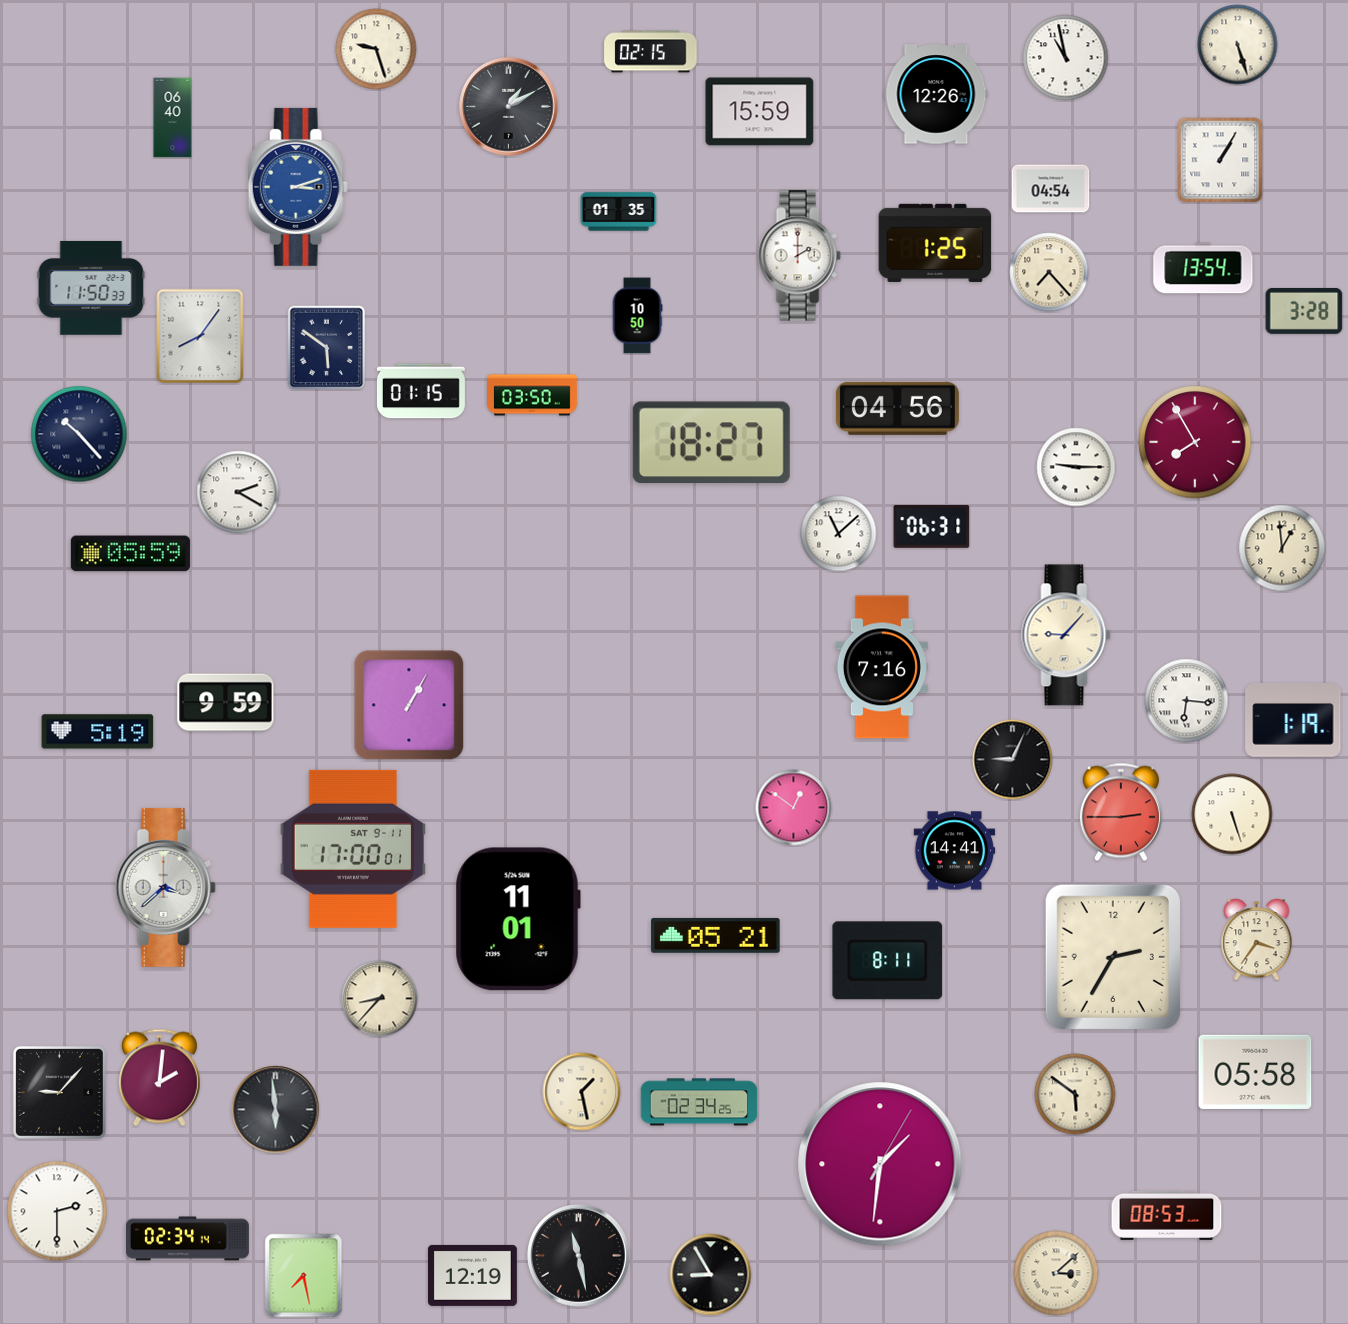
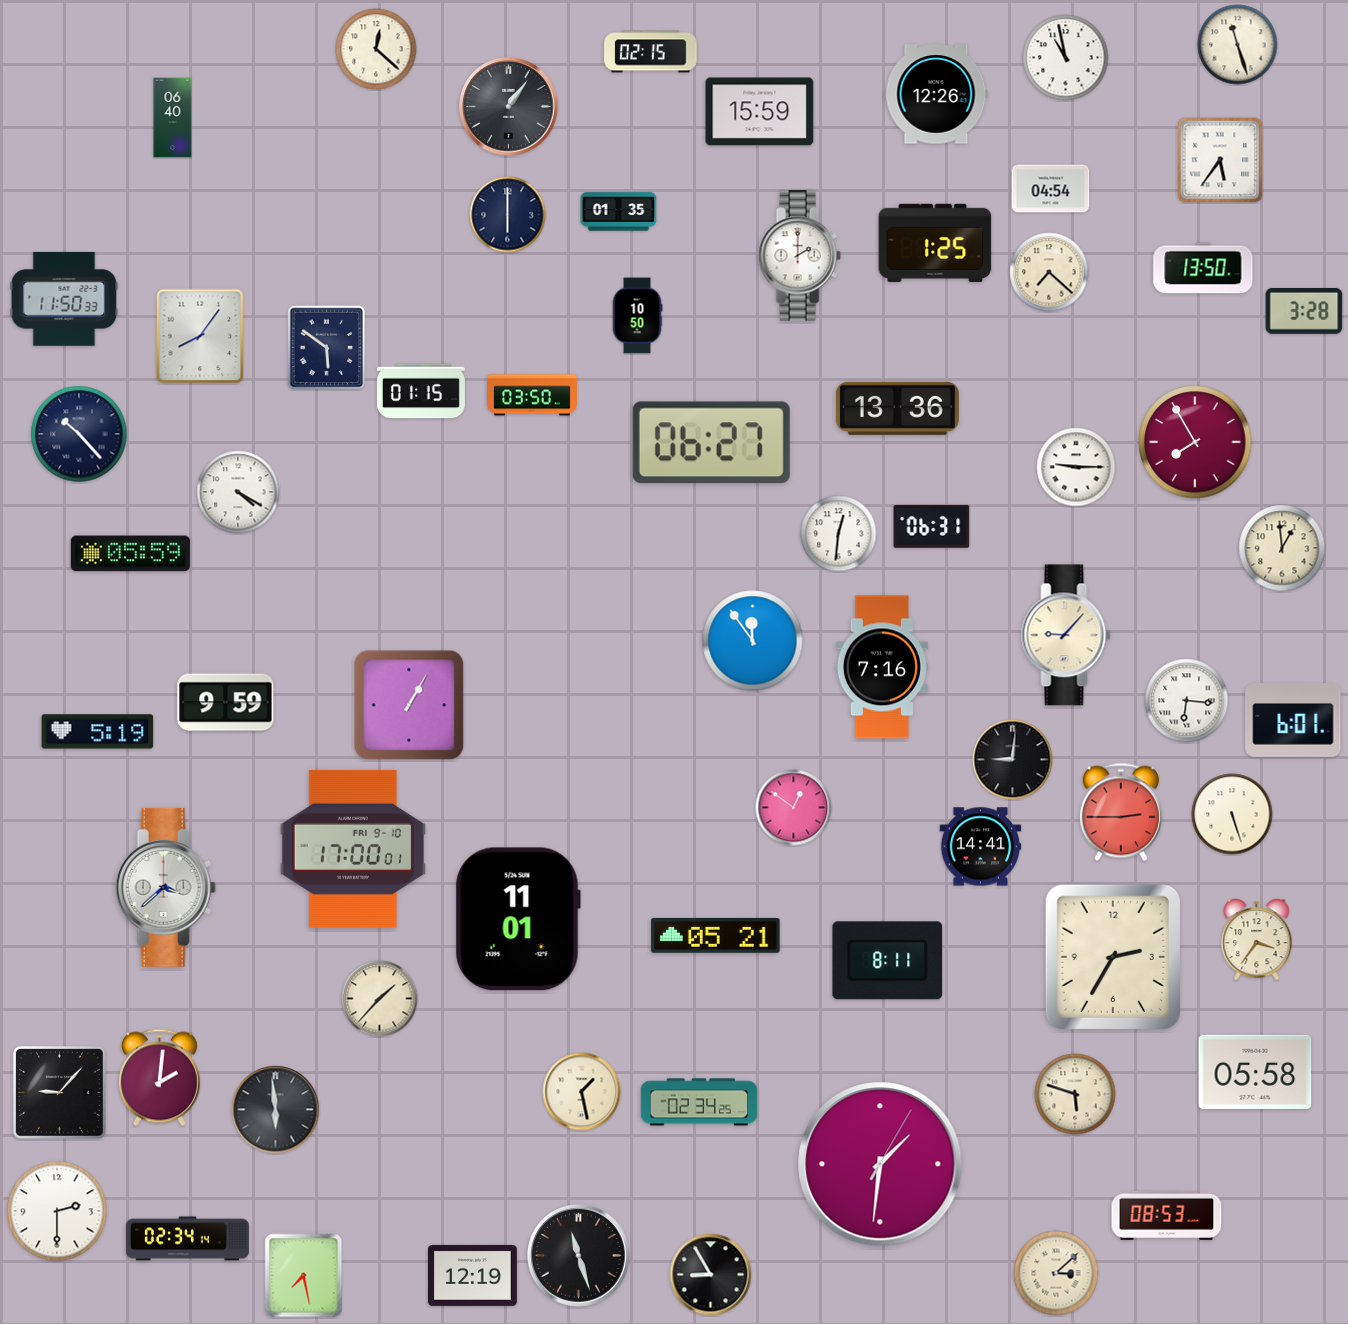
clock at (1238, 45): 5:27 -> 11:27
clock at (376, 49): 9:27 -> 12:22
clock at (509, 107): 1:10 -> 1:06
clock at (1220, 160): 1:05 -> 5:36
clock at (298, 187): 3:12 -> none
clock at (508, 215): none -> 6:00
clock at (1203, 268): 13:54 -> 13:50
clock at (1049, 272): 7:23 -> 7:22
clock at (91, 288) position: (91, 288) -> (64, 299)
clock at (897, 408): 04:56 -> 13:36
clock at (711, 442): 18:27 -> 06:27
clock at (238, 492): 2:20 -> 4:20
clock at (839, 534): 11:08 -> 12:31
clock at (753, 641): none -> 11:54
clock at (1293, 720): 1:19 -> 6:01
clock at (1013, 760): 9:04 -> 9:01
clock at (353, 849) date: SAT 9-11 -> FRI 9-10
clock at (955, 851) position: (955, 851) -> (981, 847)
clock at (380, 999): 8:37 -> 1:37
clock at (1075, 1094): 5:51 -> 5:48
clock at (579, 1256): 11:28 -> 11:27
